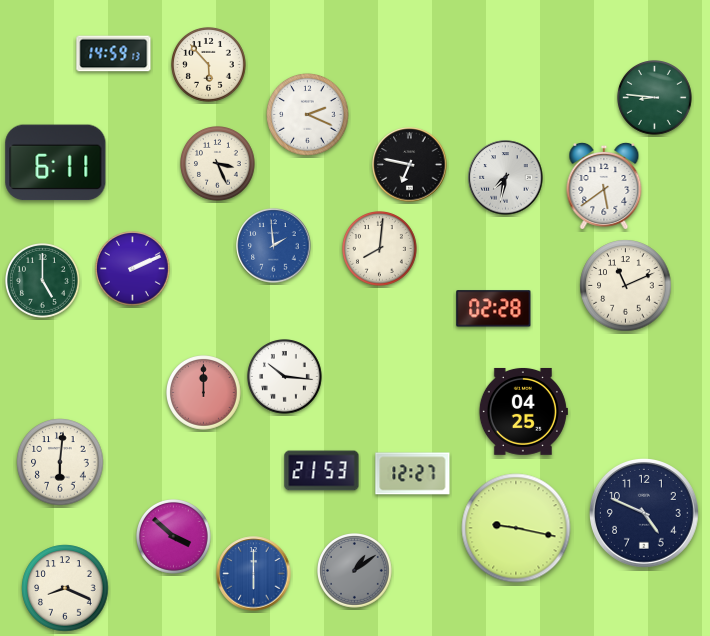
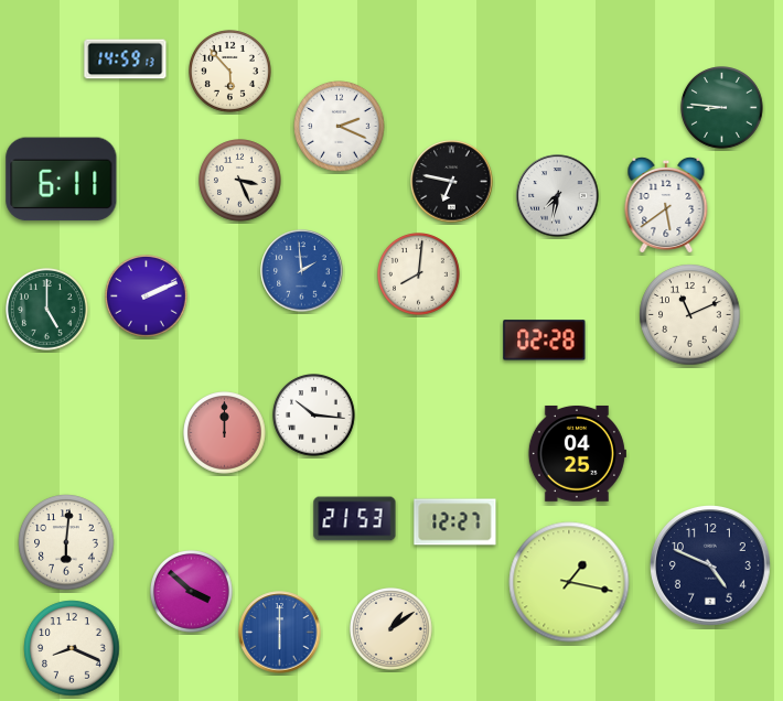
clock at (60, 462) position: (60, 462) -> (66, 542)
clock at (516, 528): 9:17 -> 1:17
clock at (355, 571) dial: grey -> cream
